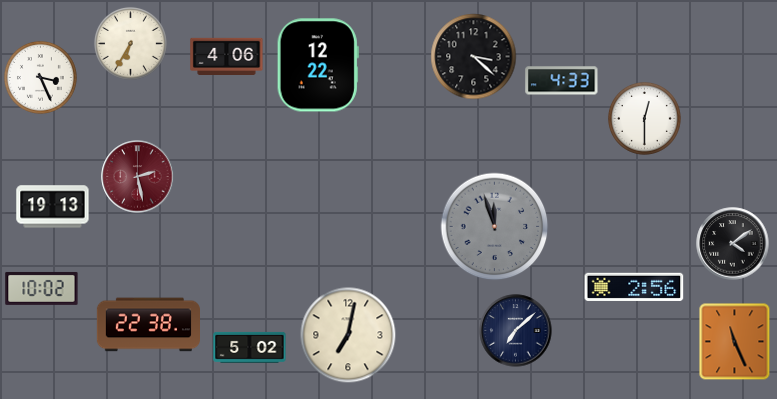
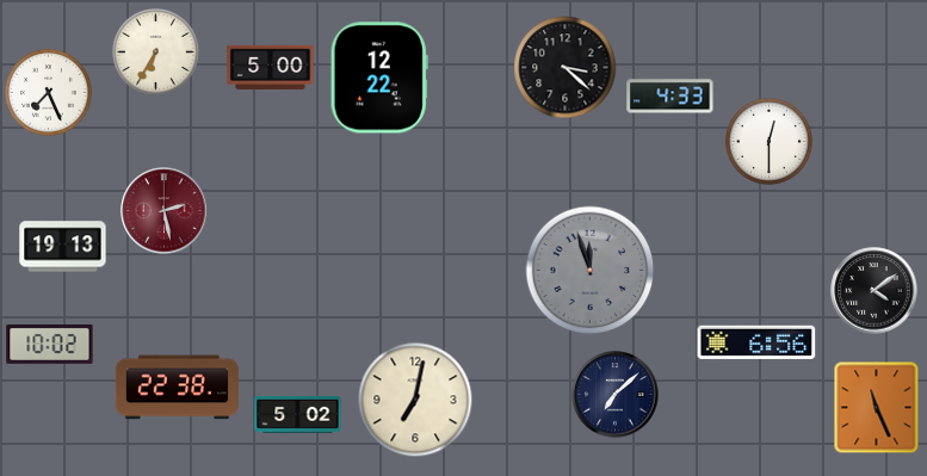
clock at (227, 56): 4:06 -> 5:00
clock at (40, 77): 3:26 -> 7:26
clock at (634, 286): 2:56 -> 6:56
